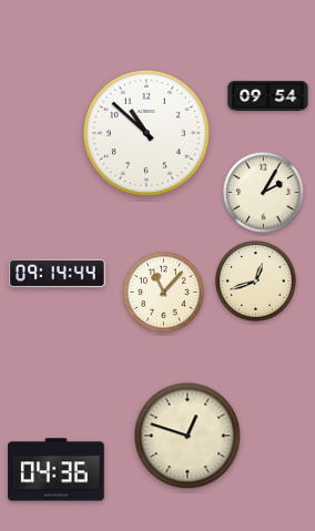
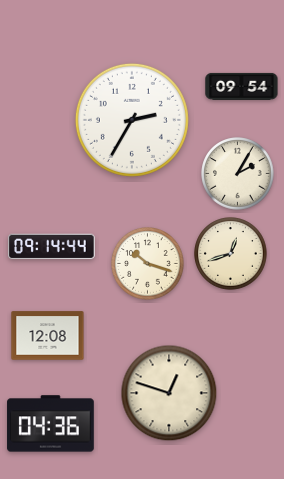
clock at (146, 133): 10:52 -> 2:35
clock at (164, 293): 11:07 -> 10:18
clock at (48, 336): none -> 12:08
